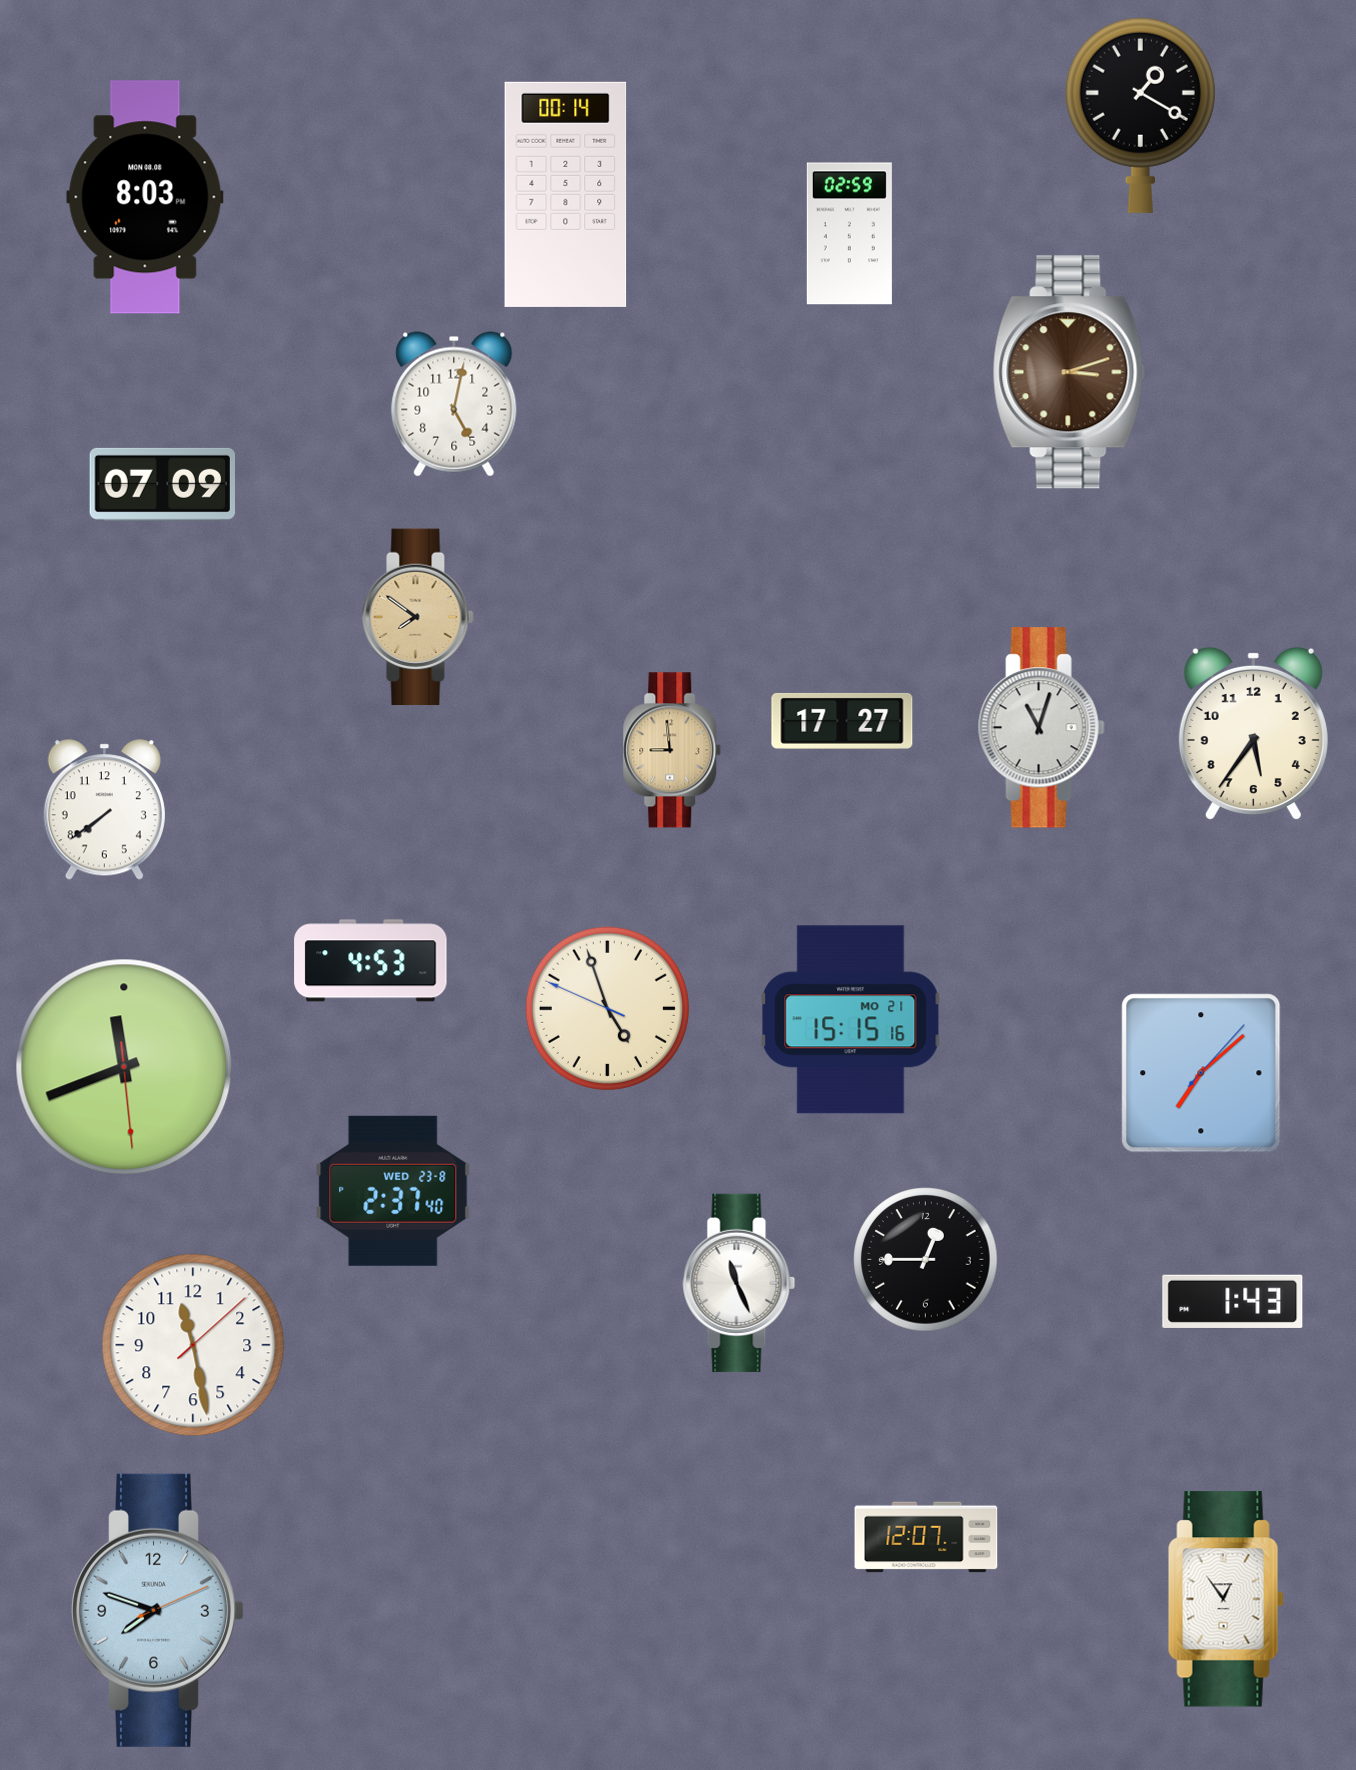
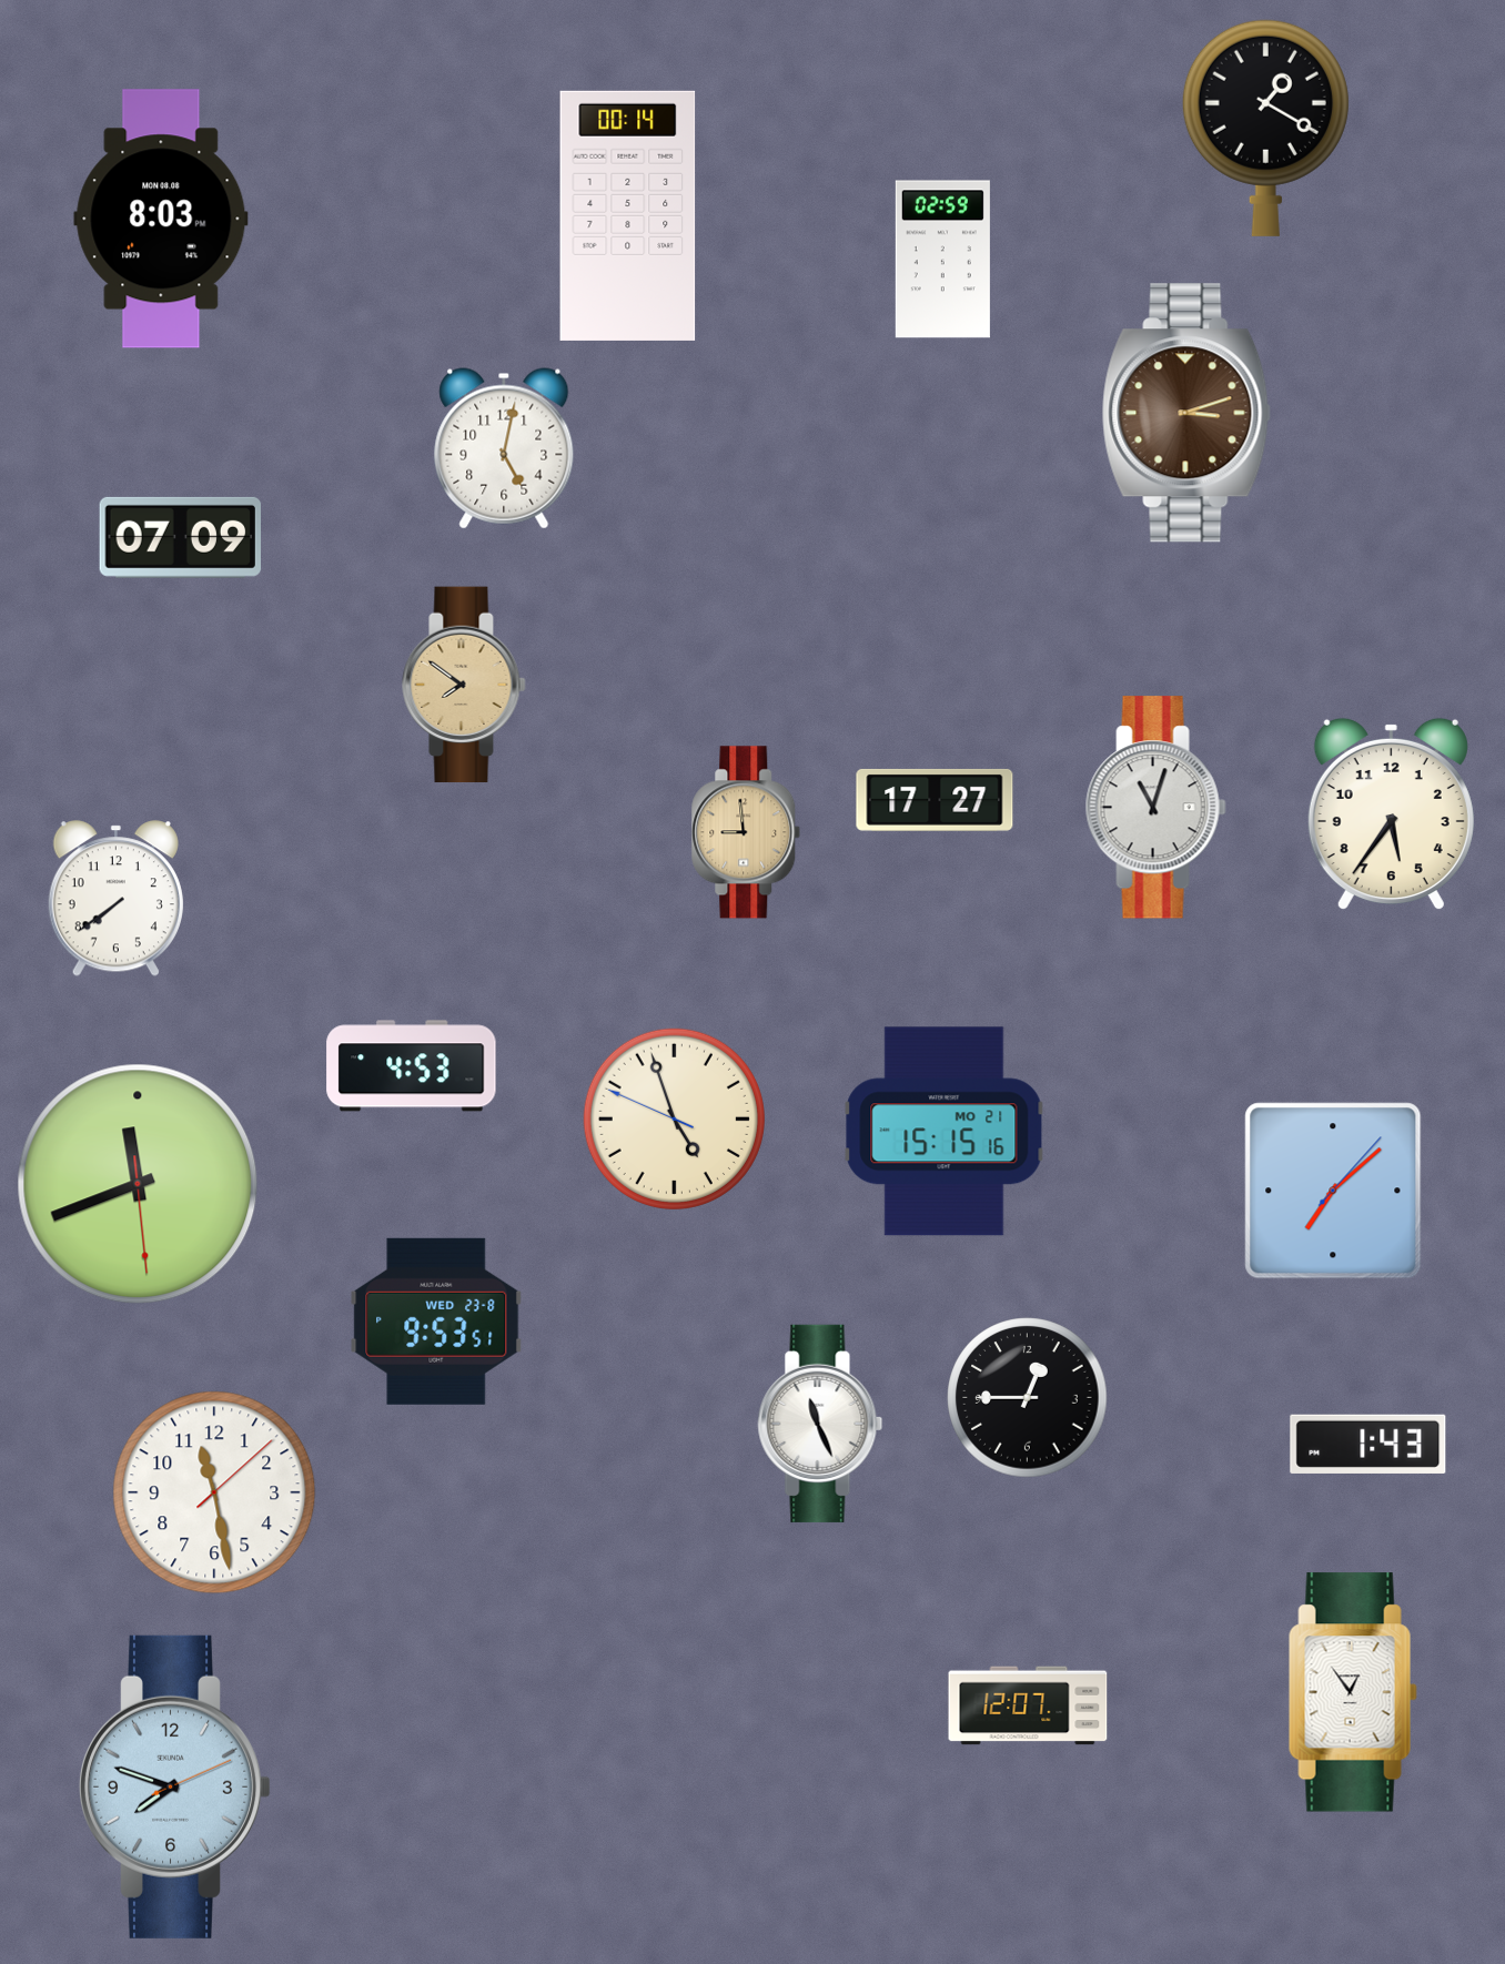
clock at (393, 1191): 2:37 -> 9:53
clock at (1226, 1599) position: (1226, 1599) -> (1353, 1692)
